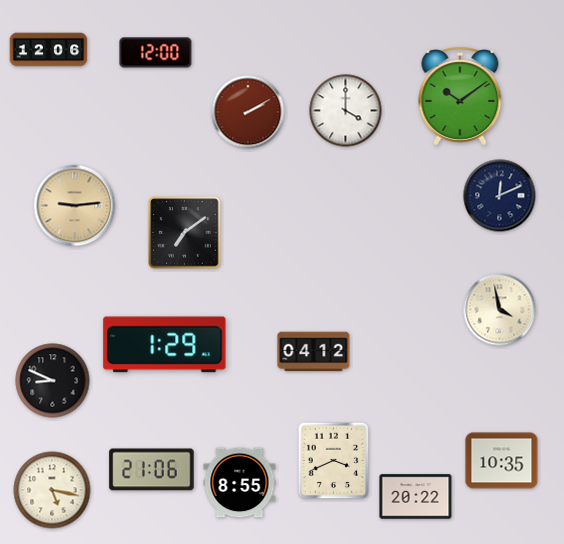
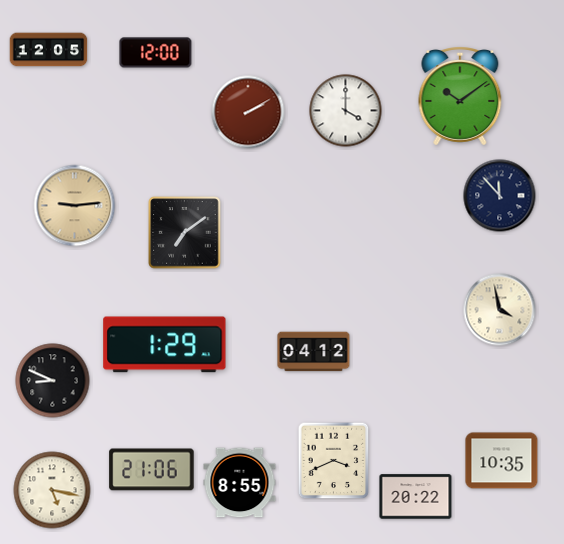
clock at (49, 50): 12:06 -> 12:05
clock at (500, 196): 12:11 -> 11:53
